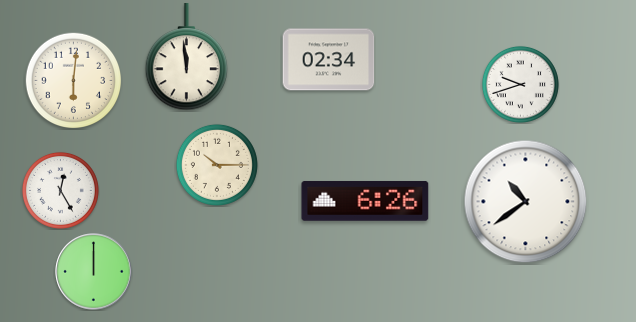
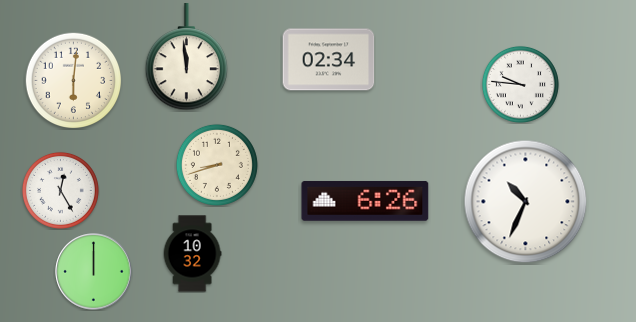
clock at (520, 84): 9:42 -> 9:46
clock at (217, 165): 10:15 -> 8:42
clock at (526, 202): 10:39 -> 10:34
clock at (192, 254): none -> 10:32
